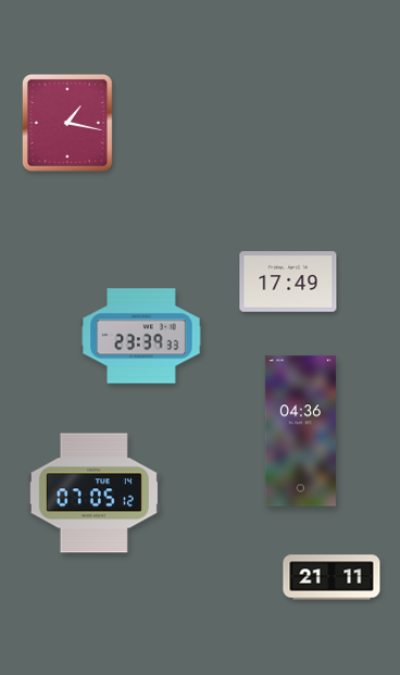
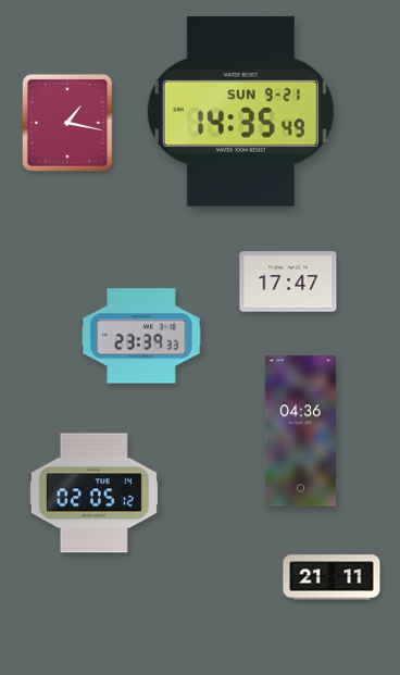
clock at (240, 111): none -> 14:35
clock at (288, 282): 17:49 -> 17:47
clock at (93, 493): 07:05 -> 02:05
